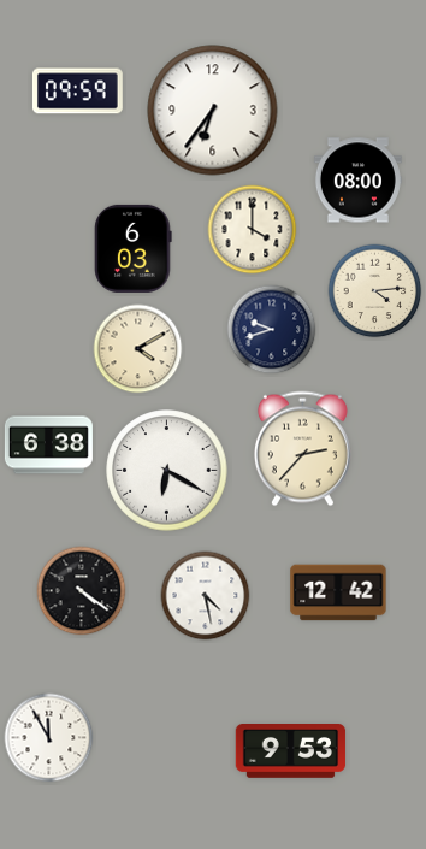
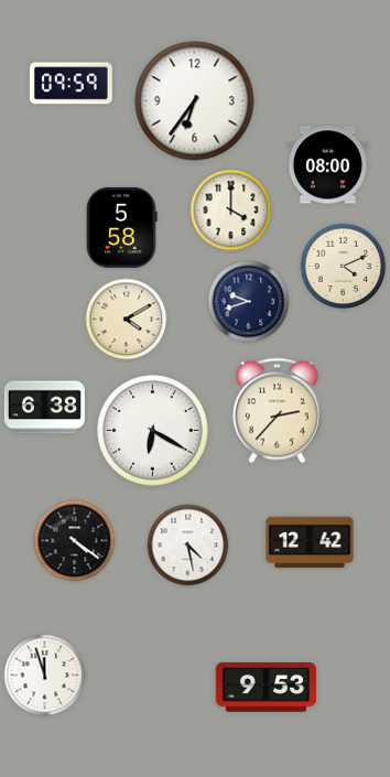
clock at (134, 248): 6:03 -> 5:58
clock at (375, 291): 4:14 -> 4:11
clock at (49, 738): 11:55 -> 11:57
